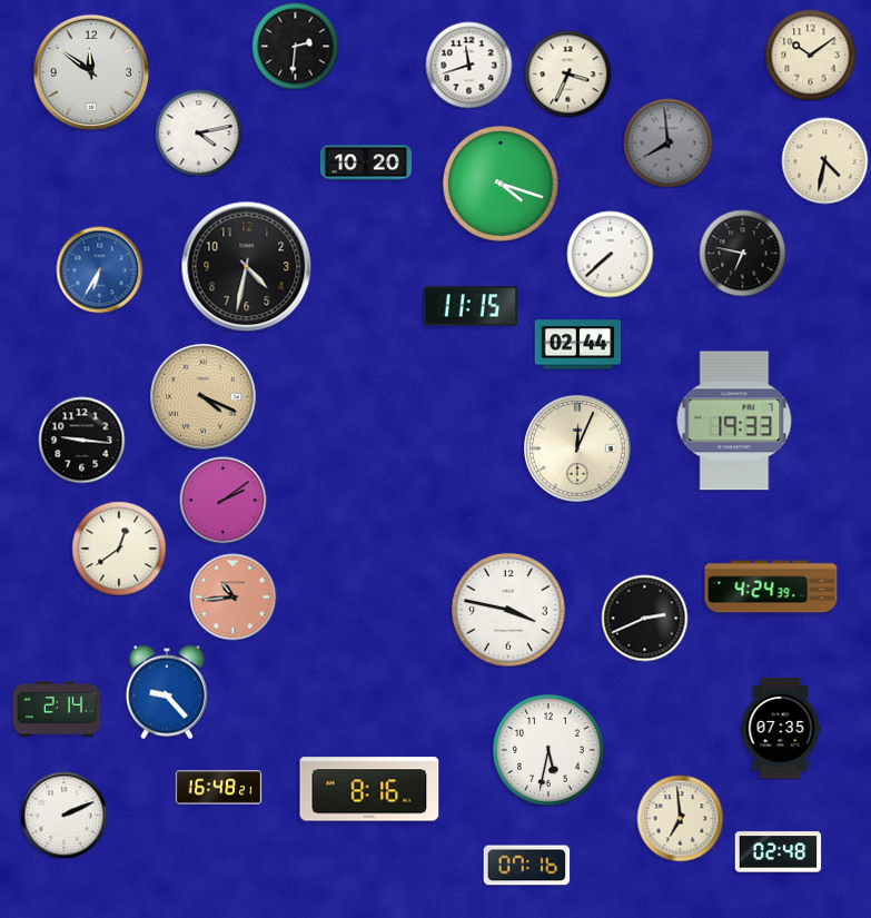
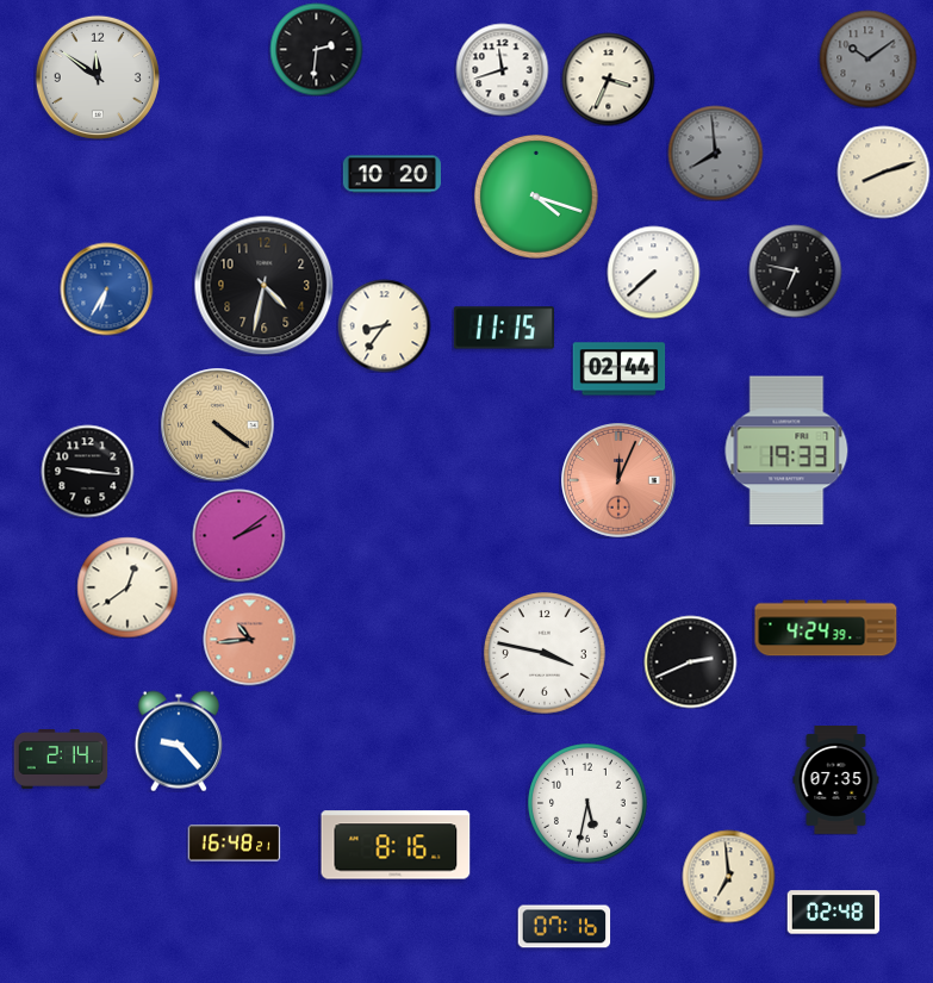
clock at (810, 55) dial: cream -> grey
clock at (198, 132): 4:13 -> none
clock at (824, 160): 4:32 -> 8:12
clock at (384, 325): none -> 8:36
clock at (204, 397): 4:19 -> 4:21
clock at (578, 450) dial: cream -> salmon
clock at (63, 815): 2:11 -> none
